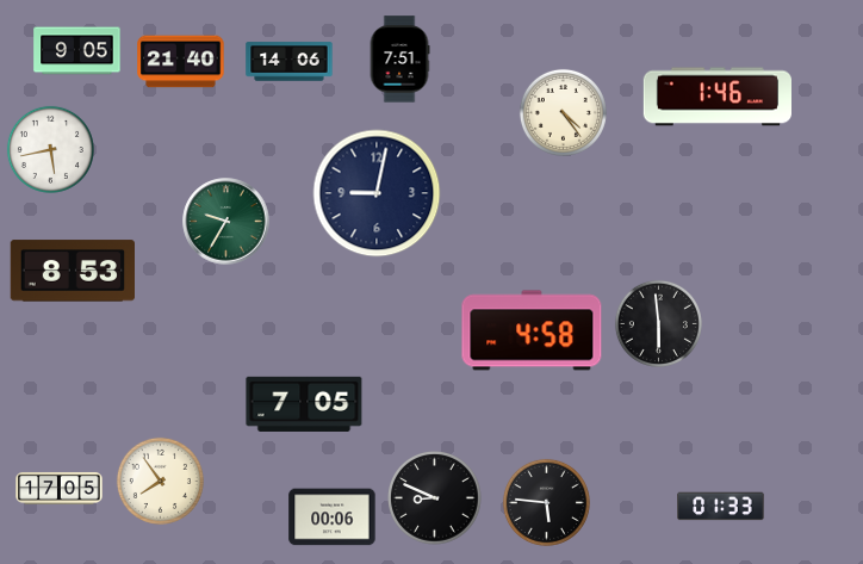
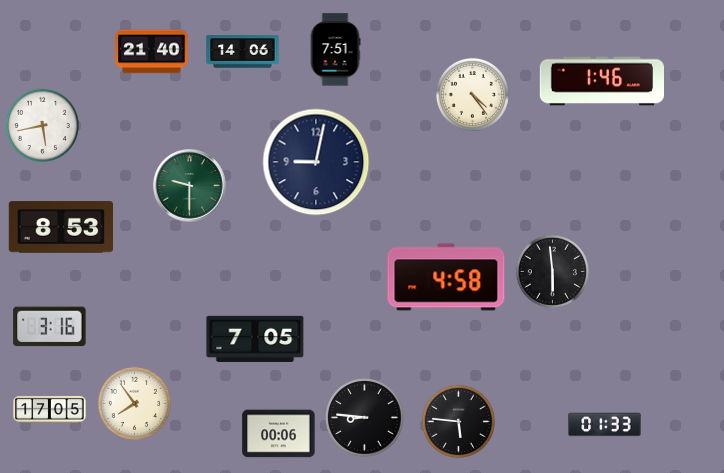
clock at (77, 51): 9:05 -> none
clock at (226, 222): 9:35 -> 9:30
clock at (50, 327): none -> 3:16
clock at (435, 498): 8:49 -> 8:46
